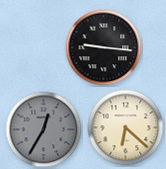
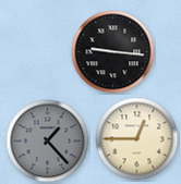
clock at (126, 128): 6:22 -> 12:45
clock at (44, 130): 12:35 -> 1:23
